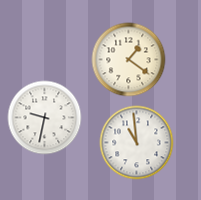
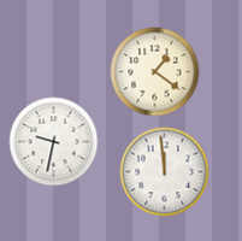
clock at (137, 143): 10:59 -> 11:59
